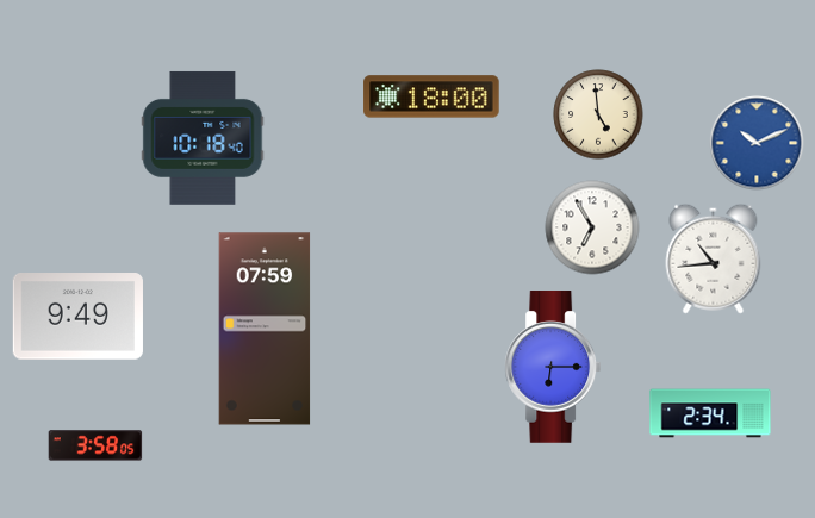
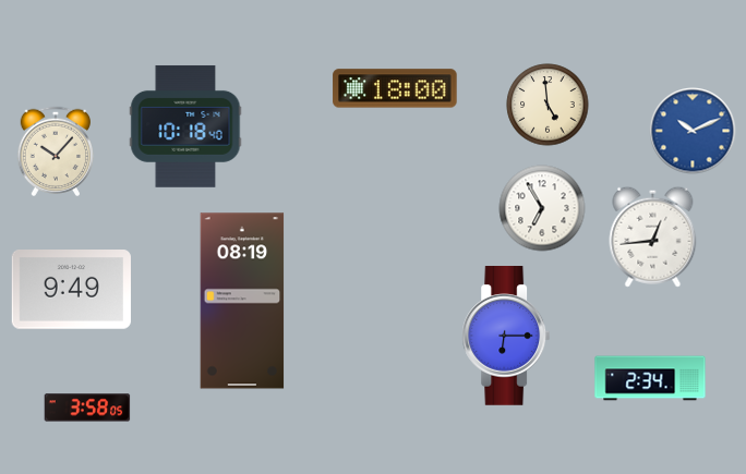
clock at (55, 150): none -> 10:07
clock at (714, 258): 10:44 -> 12:44
clock at (265, 329): 07:59 -> 08:19
